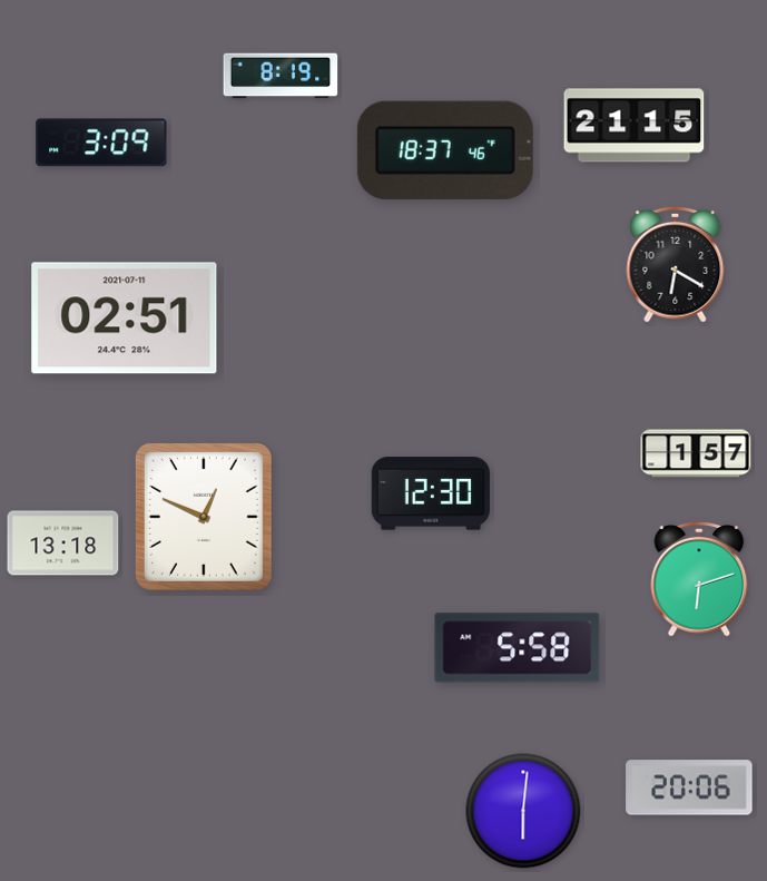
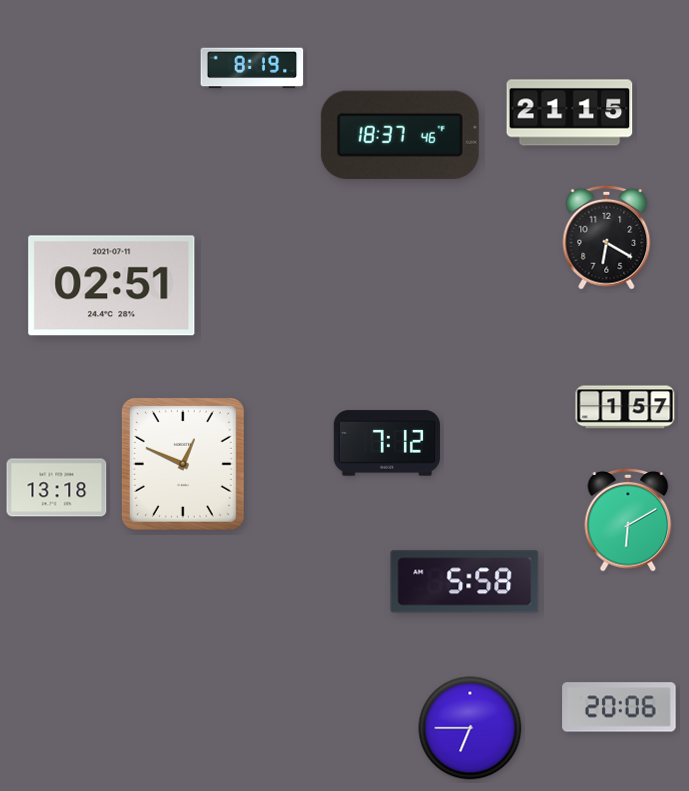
clock at (101, 143): 3:09 -> none
clock at (431, 493): 12:30 -> 7:12
clock at (699, 580): 6:12 -> 6:10
clock at (523, 811): 6:01 -> 6:45
